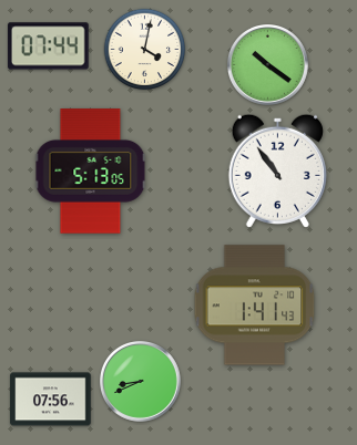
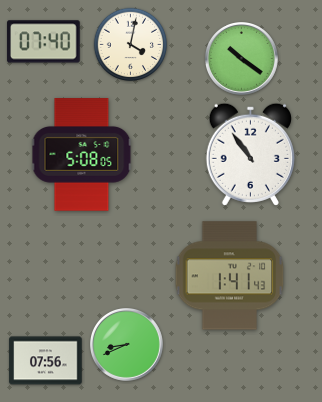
clock at (49, 46): 07:44 -> 07:40
clock at (91, 172): 5:13 -> 5:08
